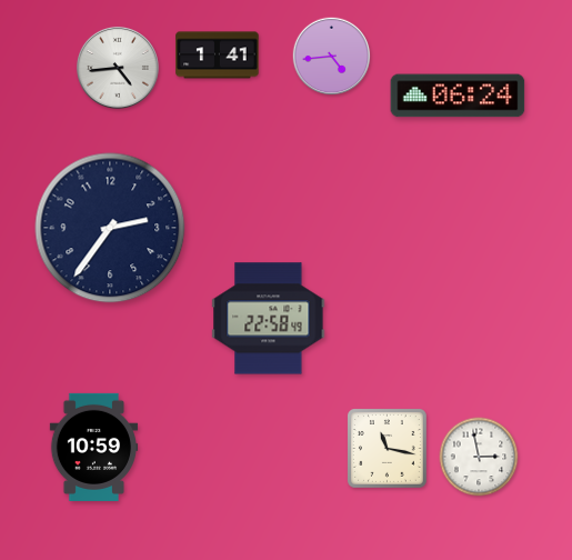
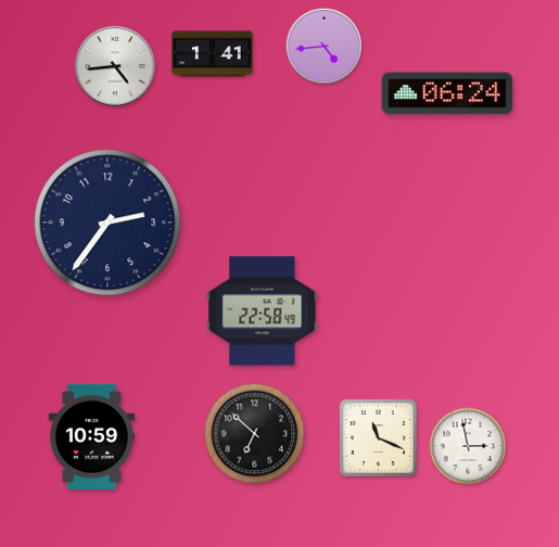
clock at (332, 57) position: (332, 57) -> (325, 47)
clock at (255, 434): none -> 6:52
clock at (388, 449): 11:17 -> 11:19
